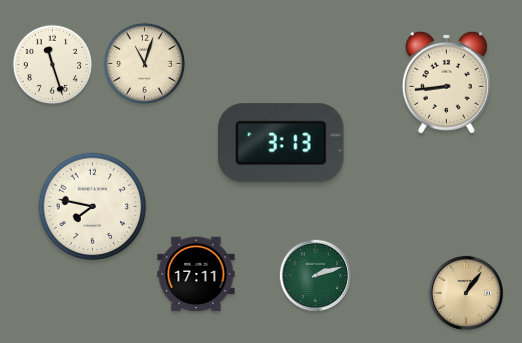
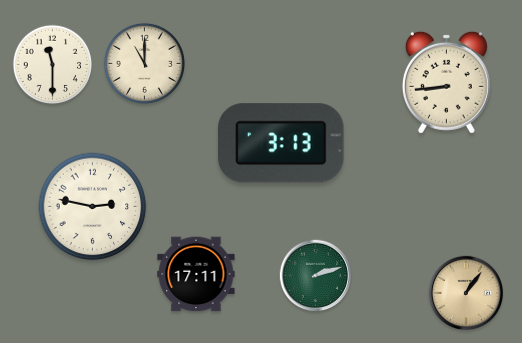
clock at (144, 63): 11:03 -> 11:00
clock at (53, 65): 11:27 -> 11:30
clock at (93, 207): 7:47 -> 2:47
